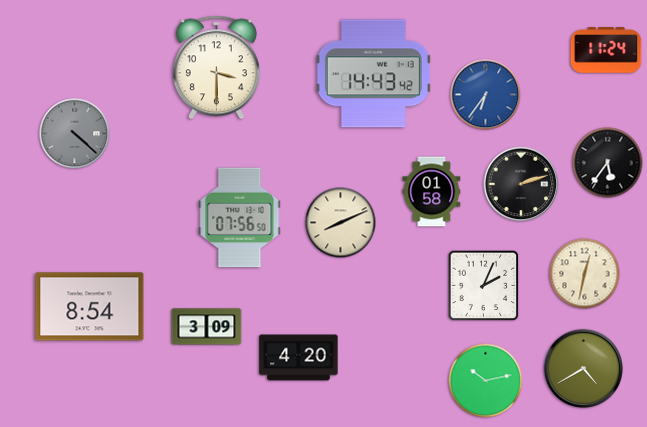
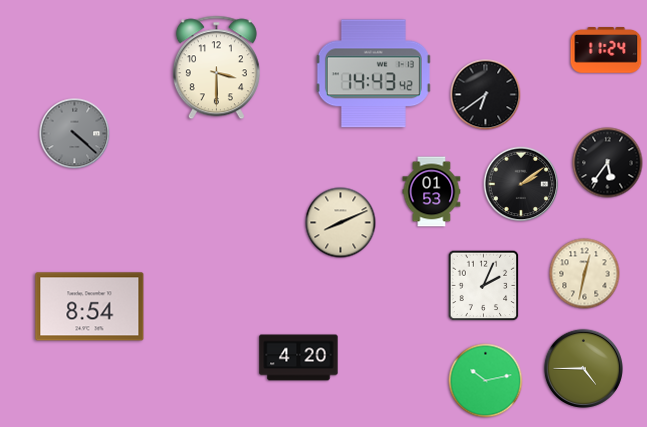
clock at (486, 95): 6:36 -> 6:39
clock at (486, 95) dial: blue -> black
clock at (521, 184): 2:12 -> 2:09
clock at (432, 192): 01:58 -> 01:53
clock at (240, 218): 07:56 -> none
clock at (207, 327): 3:09 -> none
clock at (583, 368): 4:40 -> 4:45
